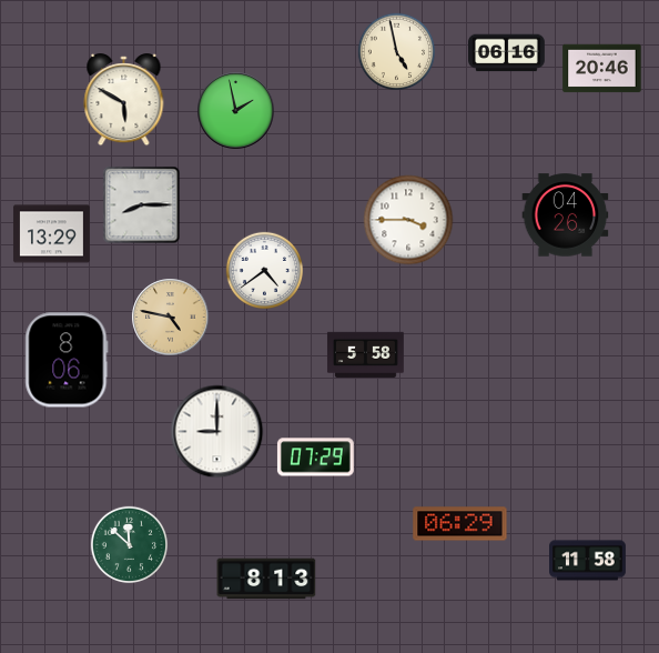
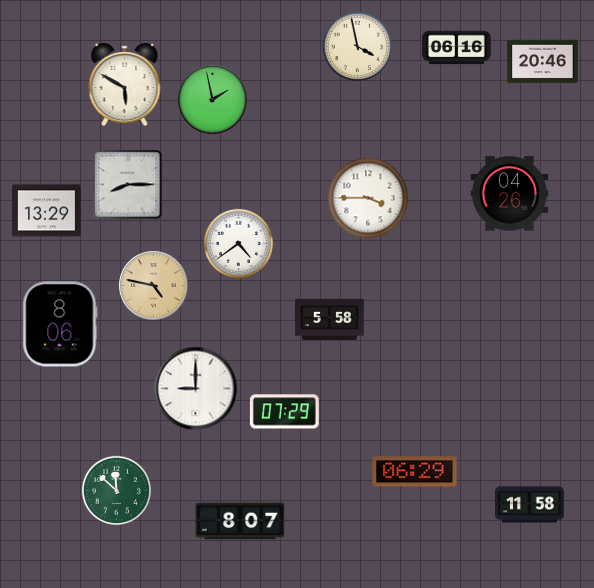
clock at (396, 51): 4:58 -> 3:58
clock at (124, 100) position: (124, 100) -> (125, 85)
clock at (266, 579): 8:13 -> 8:07
